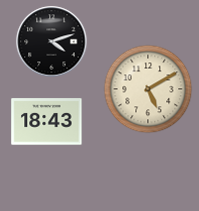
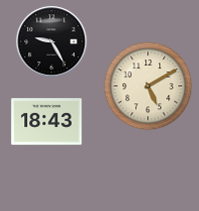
clock at (52, 42): 4:12 -> 9:25
clock at (148, 89) position: (148, 89) -> (148, 86)
